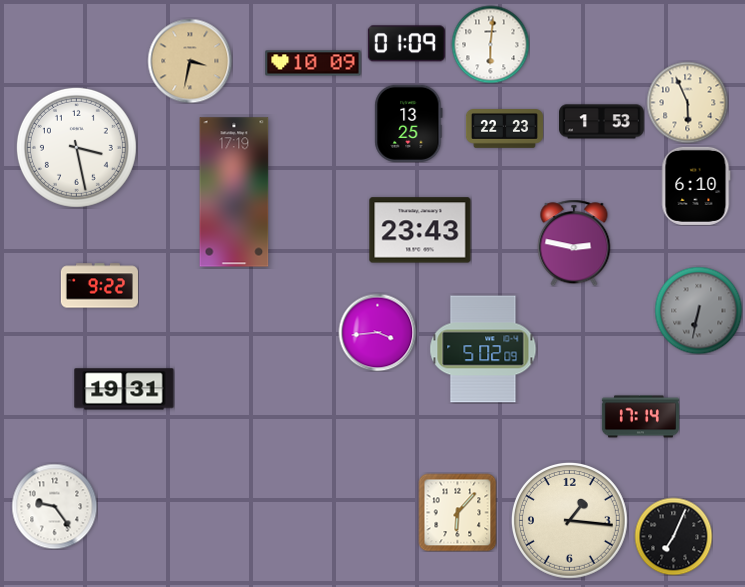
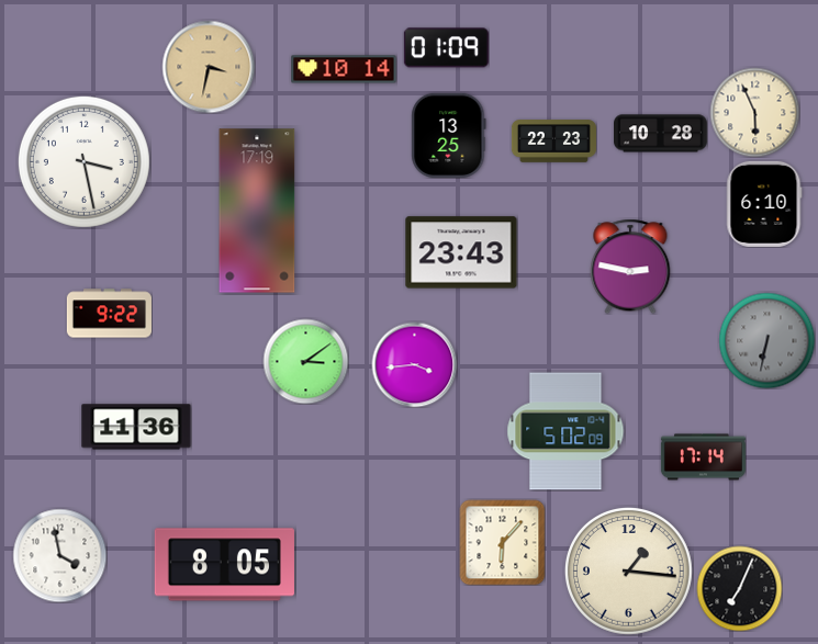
clock at (490, 44): 6:01 -> none
clock at (313, 63): 10:09 -> 10:14
clock at (602, 122): 1:53 -> 10:28
clock at (305, 361): none -> 3:09
clock at (483, 349) position: (483, 349) -> (565, 431)
clock at (124, 389): 19:31 -> 11:36
clock at (54, 506): 9:24 -> 3:58
clock at (457, 512) position: (457, 512) -> (502, 542)
clock at (224, 565): none -> 8:05
clock at (569, 520) position: (569, 520) -> (628, 570)
